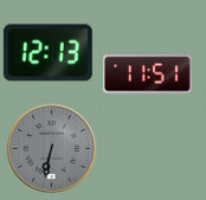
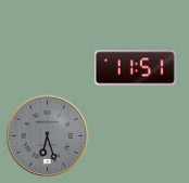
clock at (47, 53): 12:13 -> none
clock at (52, 149): 6:32 -> 6:27
